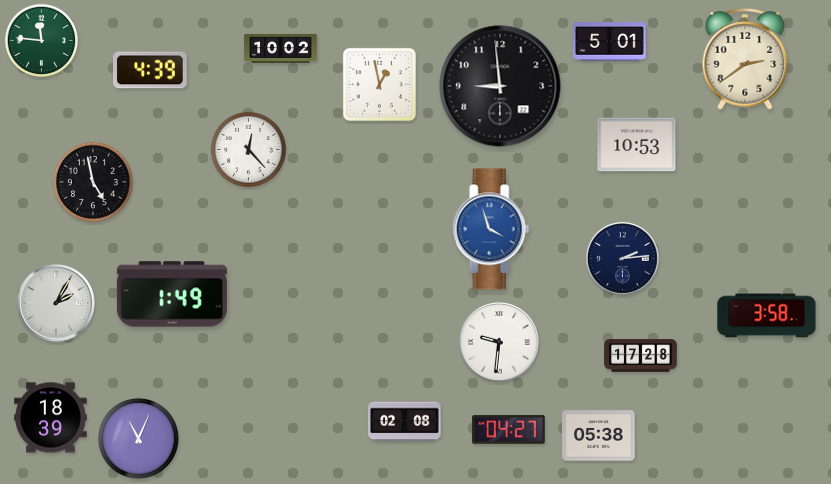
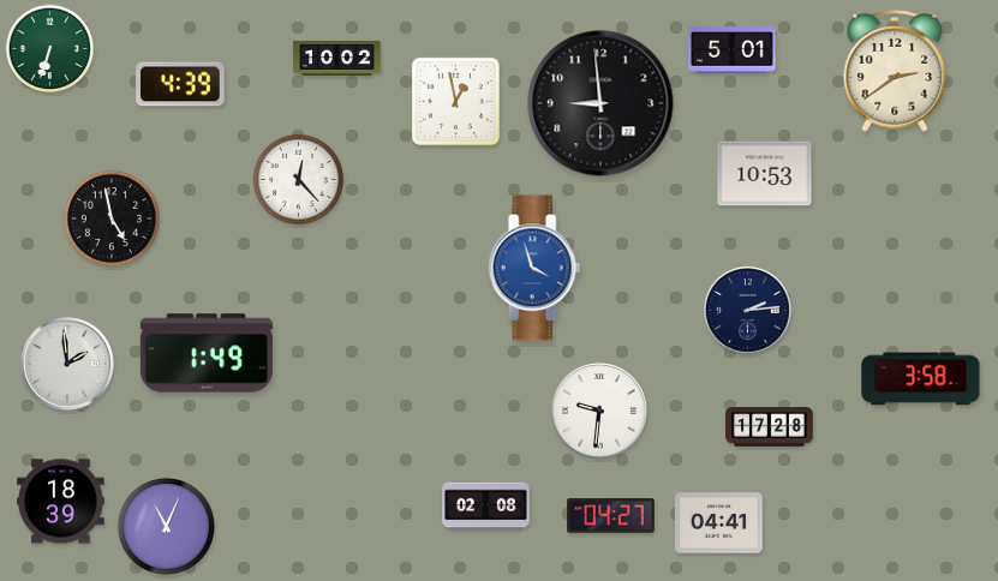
clock at (42, 41): 11:46 -> 6:33
clock at (491, 229) position: (491, 229) -> (534, 268)
clock at (57, 304): 2:05 -> 1:59
clock at (599, 436): 05:38 -> 04:41
